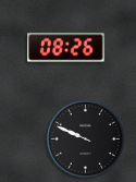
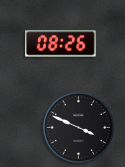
clock at (85, 138): 9:49 -> 3:49
